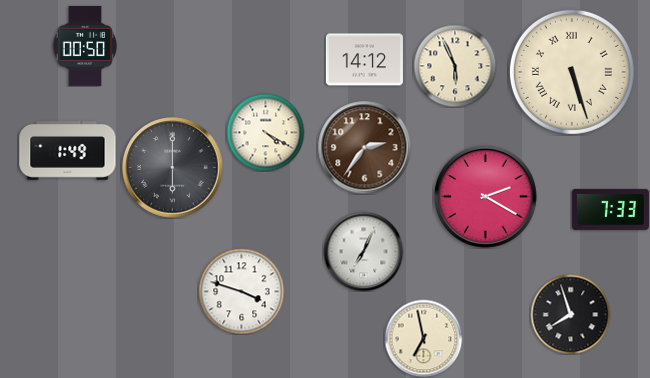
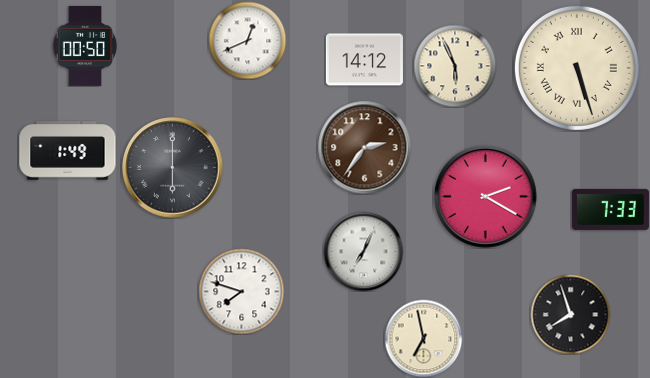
clock at (247, 40): none -> 12:41
clock at (572, 72) position: (572, 72) -> (577, 68)
clock at (265, 132): 4:20 -> none
clock at (241, 291): 3:48 -> 7:48
